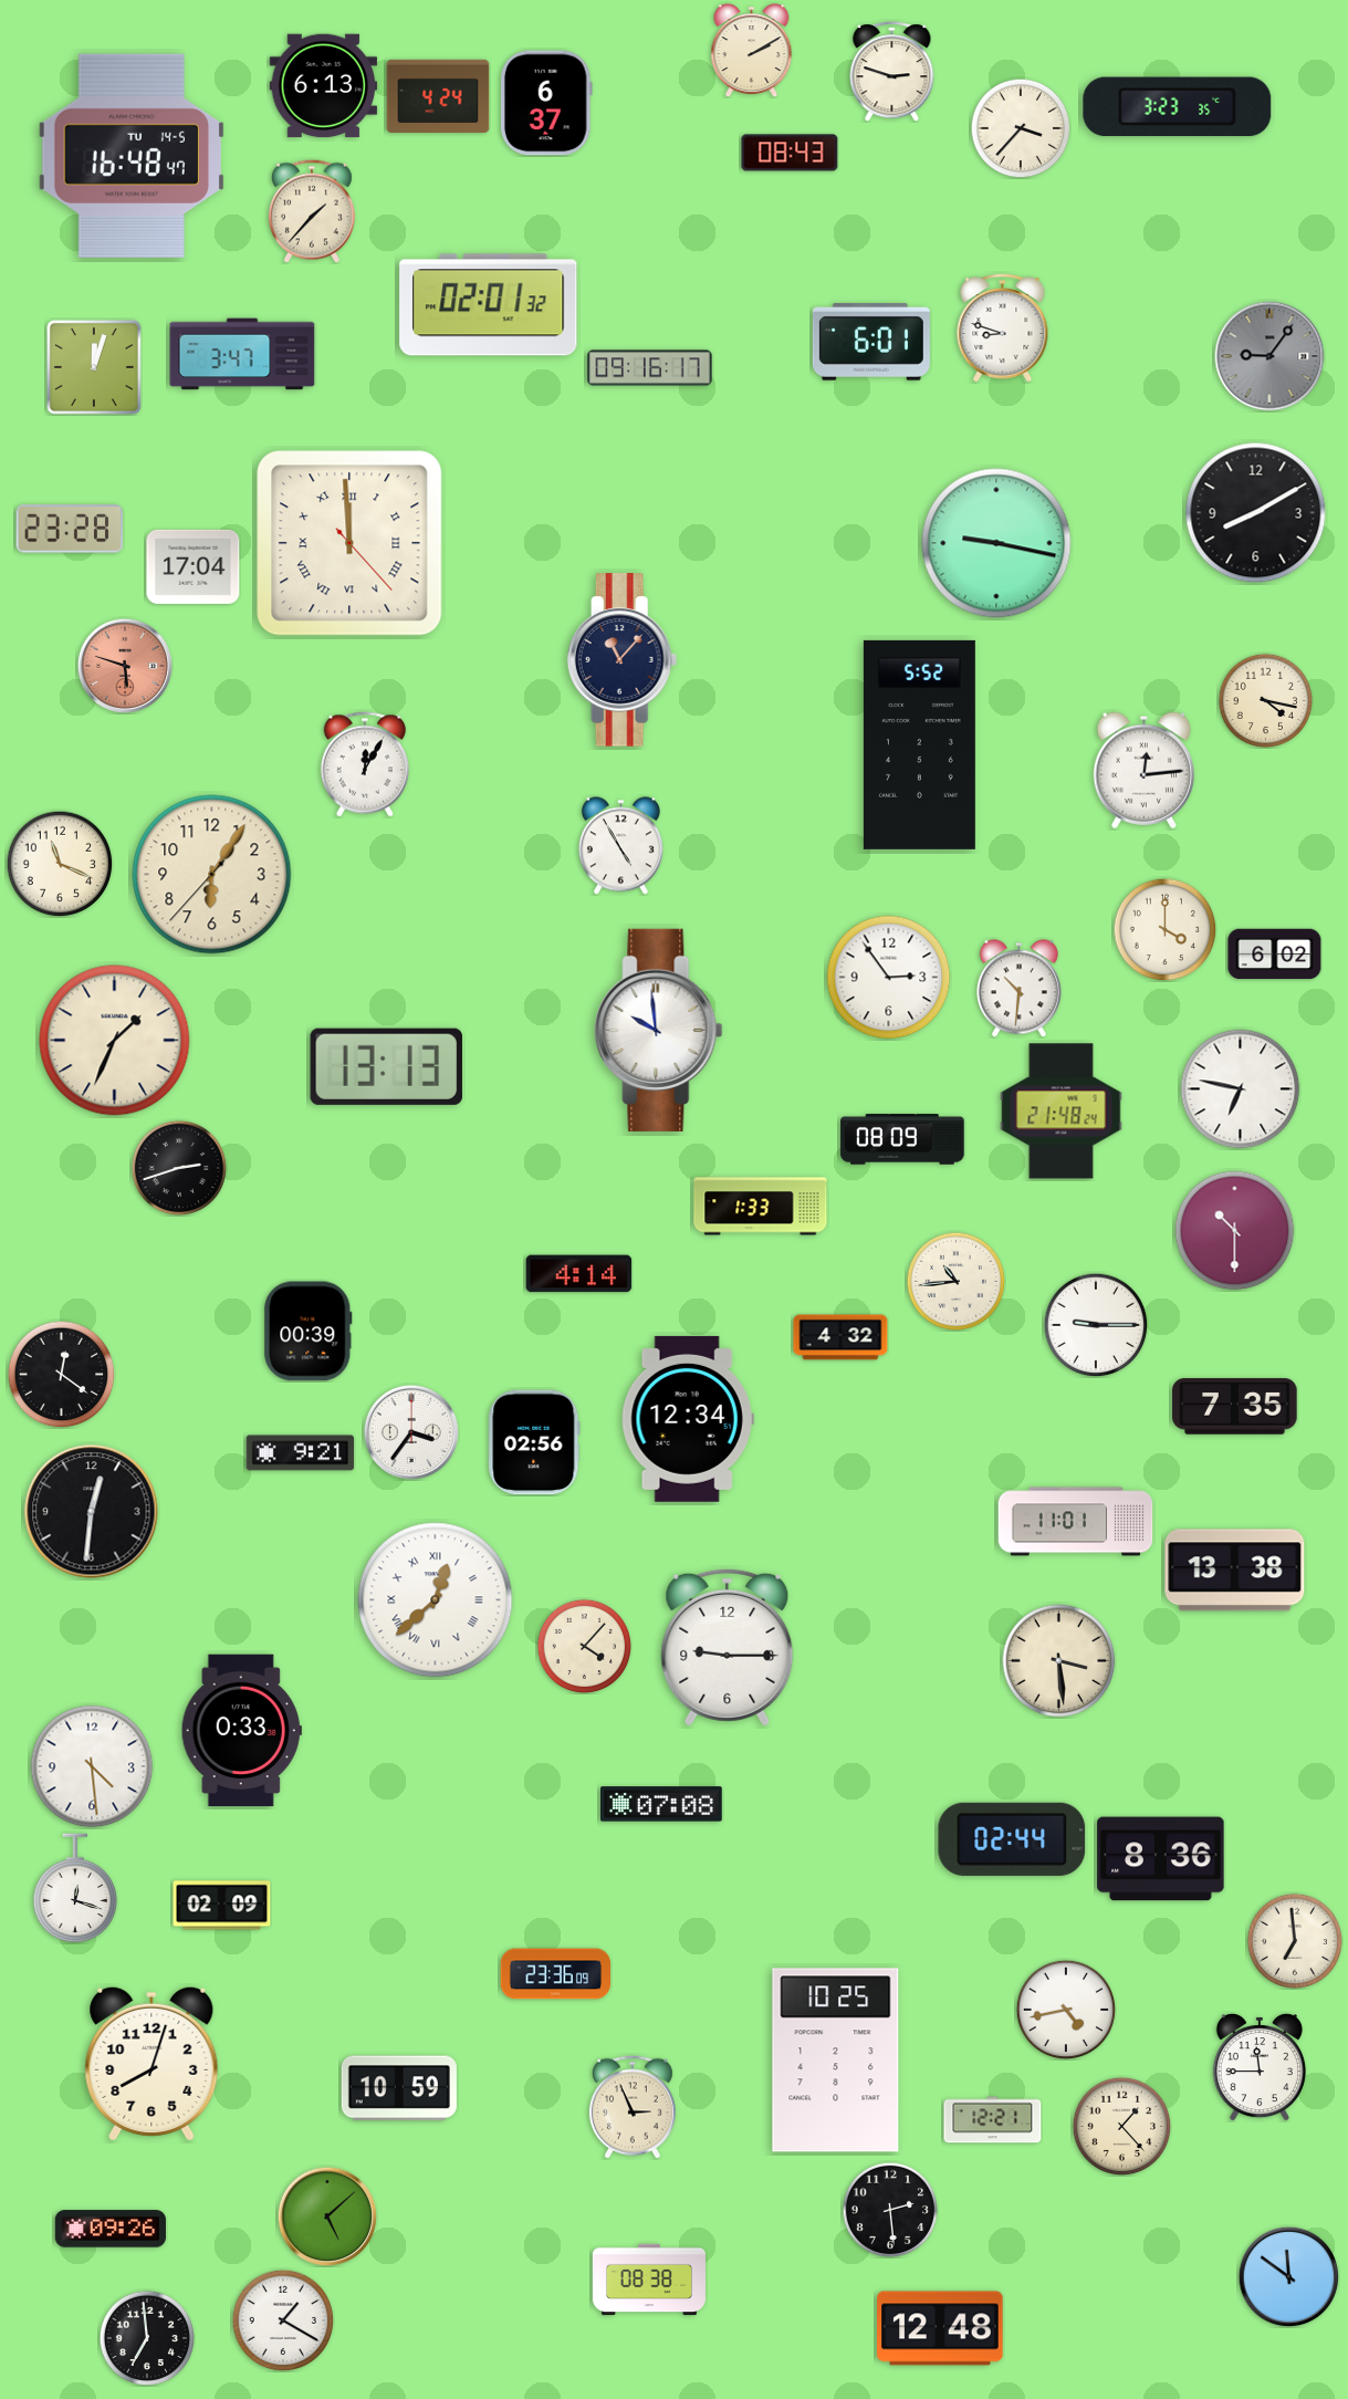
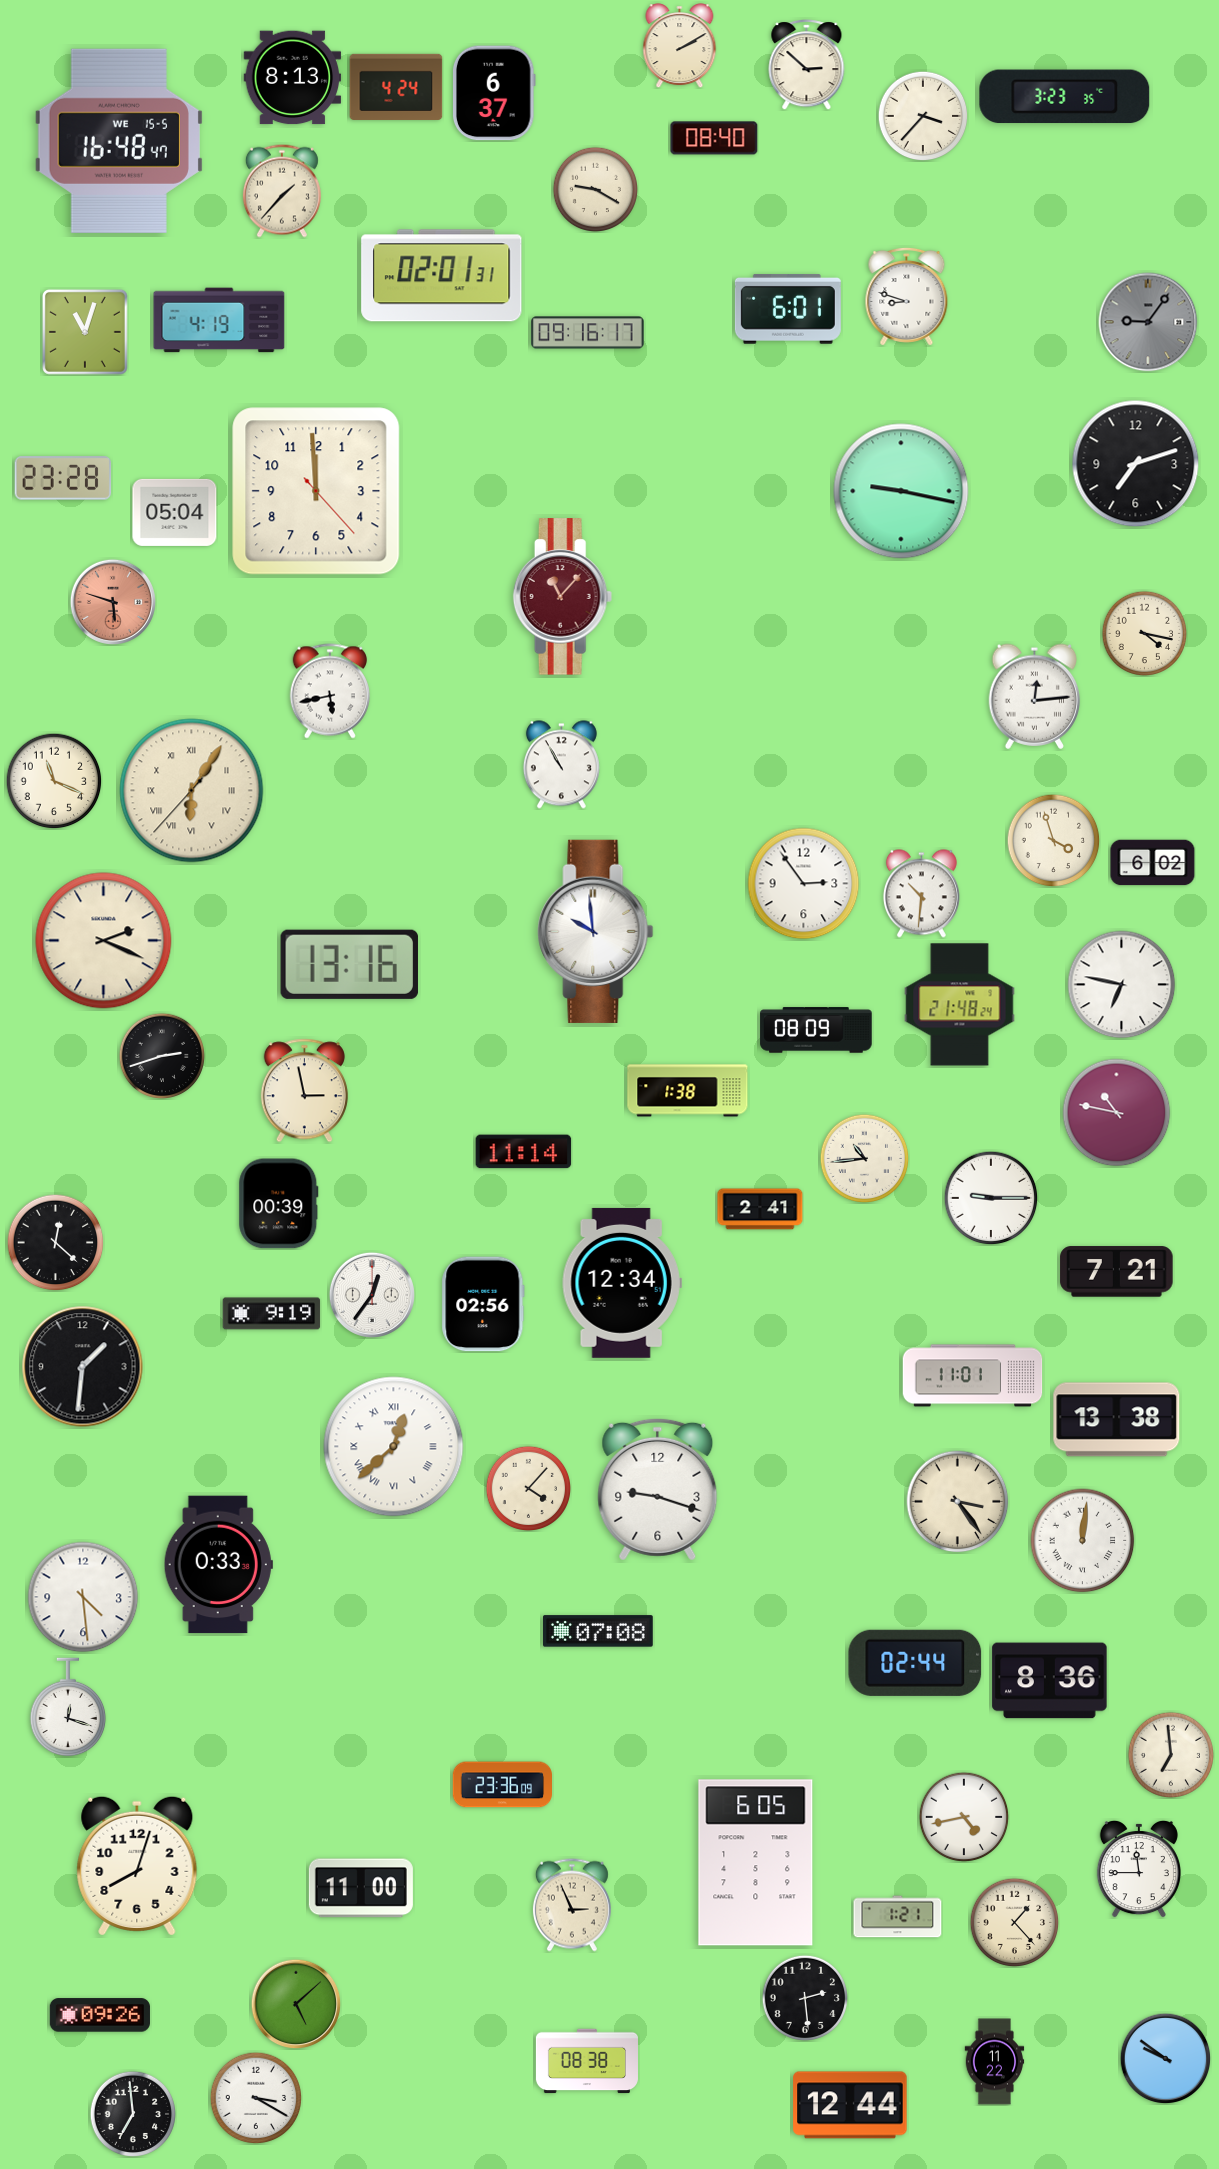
clock at (892, 72): 2:48 -> 2:52
clock at (324, 86): 6:13 -> 8:13
clock at (790, 153): 08:43 -> 08:40
clock at (132, 156) date: TU 14-5 -> WE 15-5
clock at (595, 189): none -> 9:20
clock at (489, 305): 02:01:32 -> 02:01:31
clock at (242, 354): 3:47 -> 4:19
clock at (94, 367): 12:03 -> 11:03
clock at (1256, 513): 8:10 -> 7:12
clock at (349, 543) numerals: Roman -> Arabic
clock at (194, 566): 17:04 -> 05:04
clock at (623, 660) dial: navy -> burgundy
clock at (919, 744): 5:52 -> none
clock at (364, 764): 12:05 -> 5:43
clock at (620, 846): 4:55 -> 10:55
clock at (212, 875) numerals: Arabic -> Roman
clock at (1164, 929): 4:00 -> 3:57
clock at (115, 1041): 1:34 -> 2:19
clock at (386, 1066): 13:13 -> 13:16
clock at (304, 1091): none -> 2:58
clock at (761, 1207): 1:33 -> 1:38
clock at (1235, 1231): 10:30 -> 10:47
clock at (579, 1274): 4:14 -> 11:14
clock at (840, 1337): 4:32 -> 2:41
clock at (61, 1374): 12:21 -> 12:22
clock at (1235, 1407): 7:35 -> 7:21
clock at (411, 1432): 3:36 -> 12:36
clock at (301, 1453): 9:21 -> 9:19
clock at (92, 1512): 12:31 -> 1:31
clock at (728, 1647): 9:15 -> 9:18
clock at (1059, 1661): 3:29 -> 3:24
clock at (1083, 1541): none -> 12:01
clock at (222, 1906): 02:09 -> none
clock at (836, 2061): 10:25 -> 6:05
clock at (399, 2088): 10:59 -> 11:00
clock at (993, 2120): 12:21 -> 1:21
clock at (1288, 2276): 11:51 -> 9:51
clock at (995, 2062): none -> 11:22
clock at (283, 2320): 1:20 -> 3:20
clock at (940, 2328): 12:48 -> 12:44
